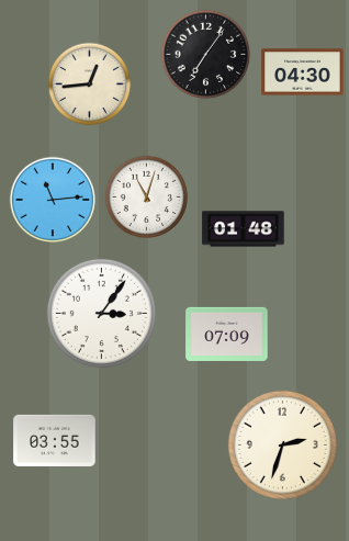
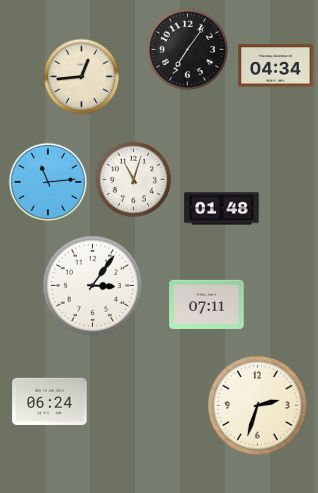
clock at (303, 72): 04:30 -> 04:34
clock at (227, 334): 07:09 -> 07:11
clock at (55, 440): 03:55 -> 06:24
